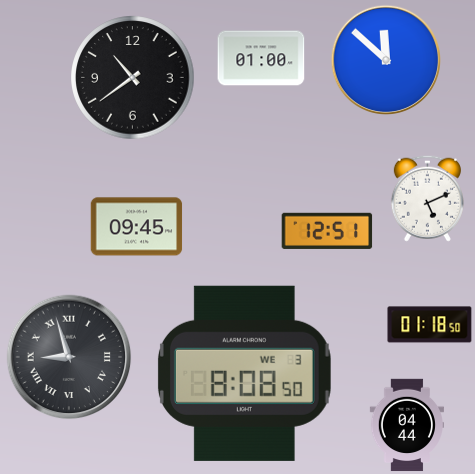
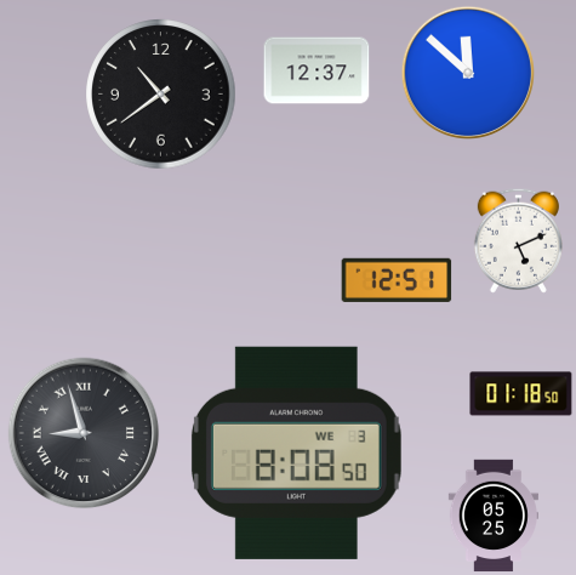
clock at (261, 58): 01:00 -> 12:37
clock at (137, 227): 09:45 -> none
clock at (406, 425): 04:44 -> 05:25
